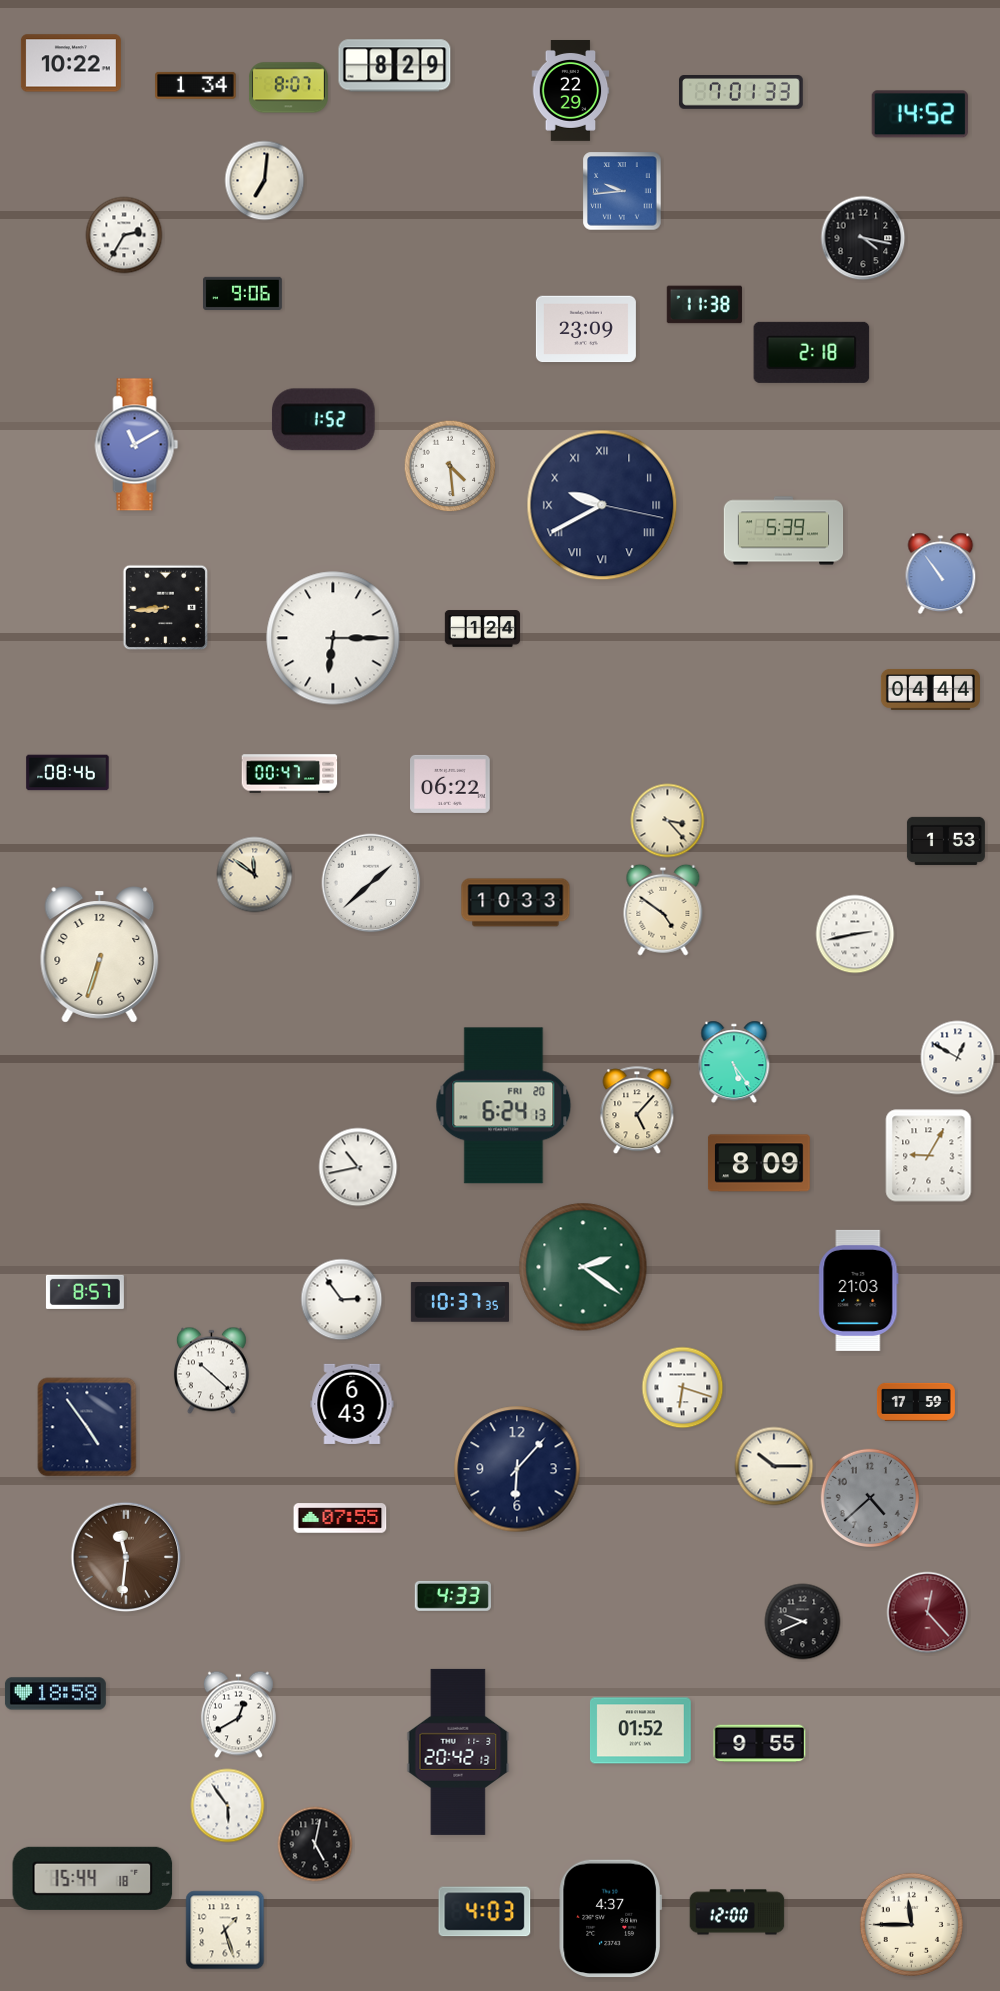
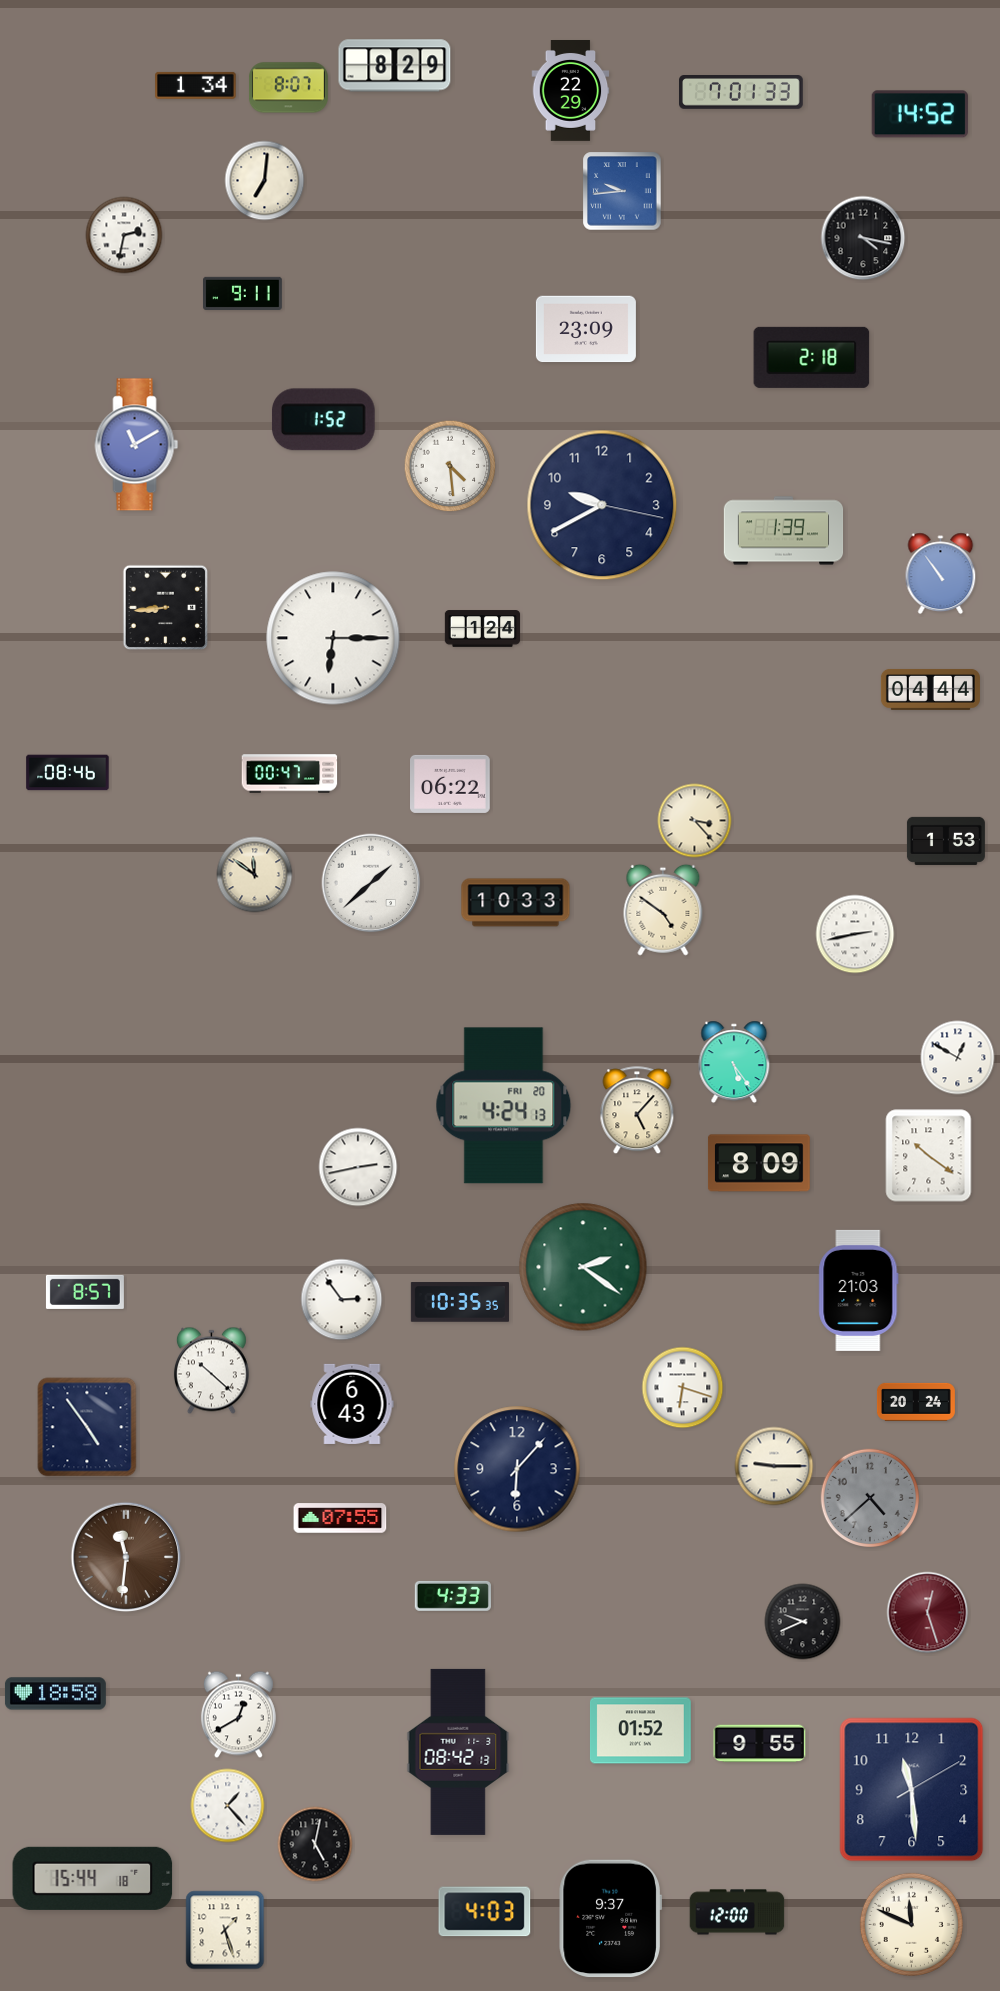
clock at (71, 63): 10:22 -> none
clock at (124, 235): 2:35 -> 2:32
clock at (243, 293): 9:06 -> 9:11
clock at (704, 305): 11:38 -> none
clock at (812, 352) position: (812, 352) -> (812, 357)
clock at (602, 505) numerals: Roman -> Arabic
clock at (784, 531): 5:39 -> 1:39
clock at (668, 821) position: (668, 821) -> (695, 821)
clock at (100, 955): 6:33 -> none
clock at (504, 1106): 6:24 -> 4:24
clock at (929, 1156): 9:05 -> 10:21
clock at (358, 1167): 10:43 -> 2:43
clock at (460, 1302): 10:37 -> 10:35
clock at (916, 1402): 17:59 -> 20:24
clock at (774, 1466): 10:15 -> 9:15
clock at (928, 1613): 12:23 -> 12:27
clock at (458, 1752): 20:42 -> 08:42
clock at (912, 1790): none -> 11:29
clock at (228, 1806): 5:54 -> 1:23
clock at (610, 1919): 4:37 -> 9:37
clock at (911, 1924): 11:45 -> 11:49
